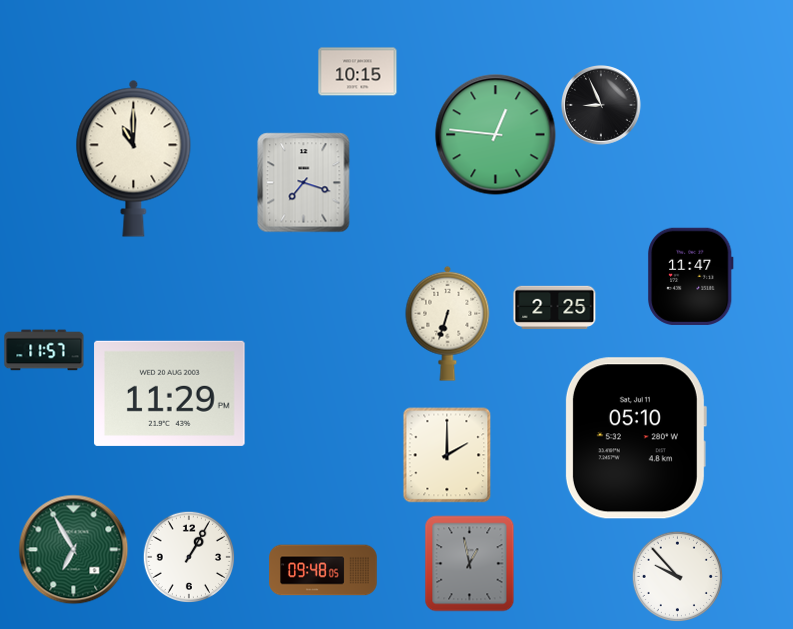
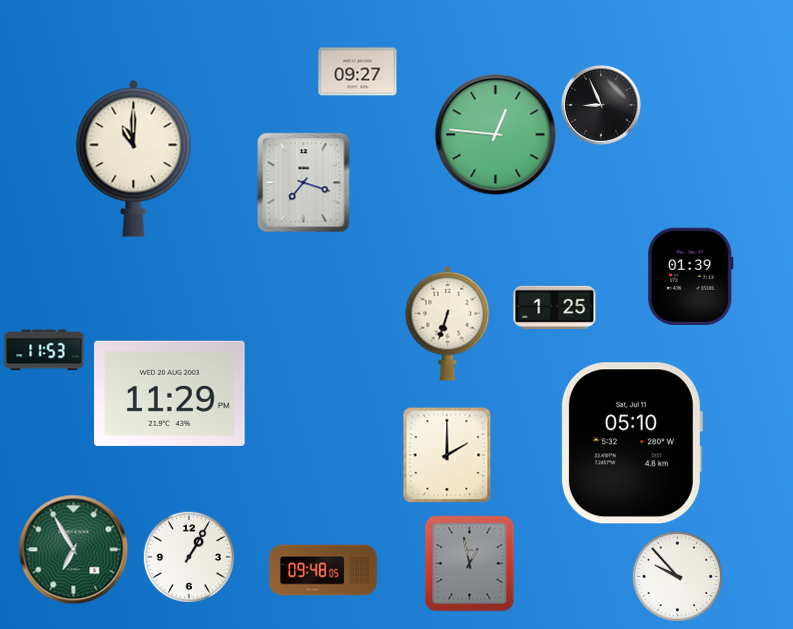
clock at (358, 72): 10:15 -> 09:27
clock at (691, 276): 11:47 -> 01:39
clock at (555, 307): 2:25 -> 1:25
clock at (44, 350): 11:57 -> 11:53
clock at (635, 438) position: (635, 438) -> (631, 443)
